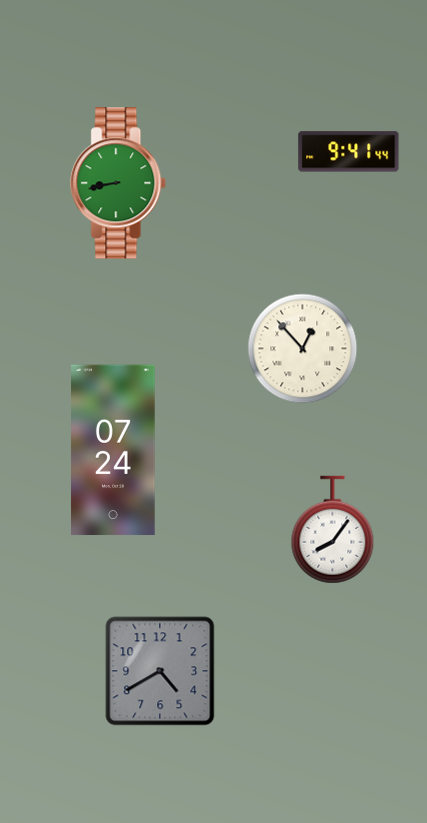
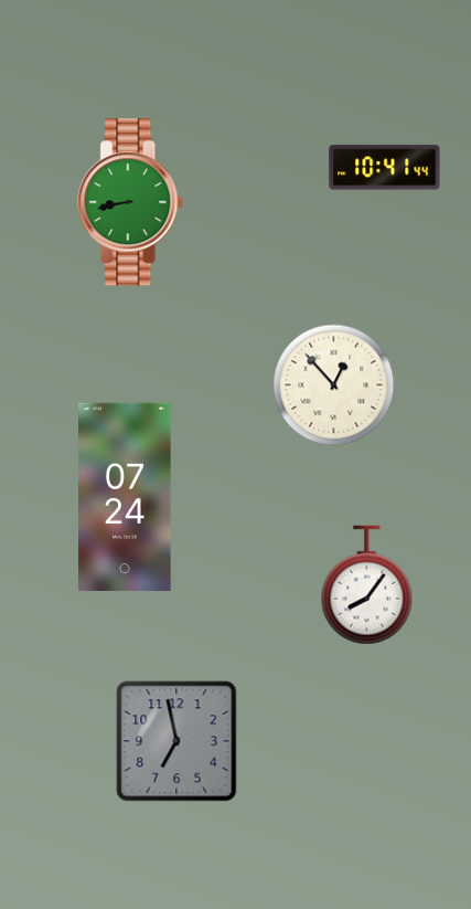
clock at (349, 152): 9:41 -> 10:41
clock at (160, 671): 4:40 -> 6:58
